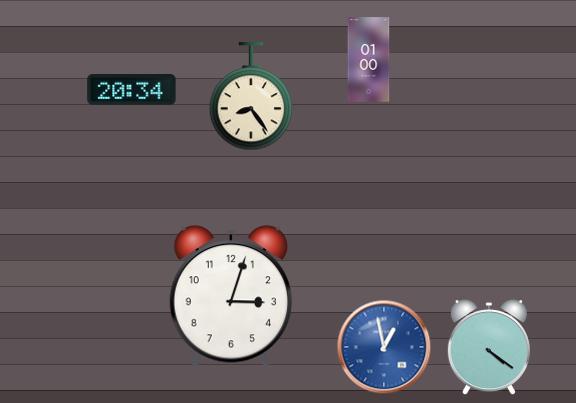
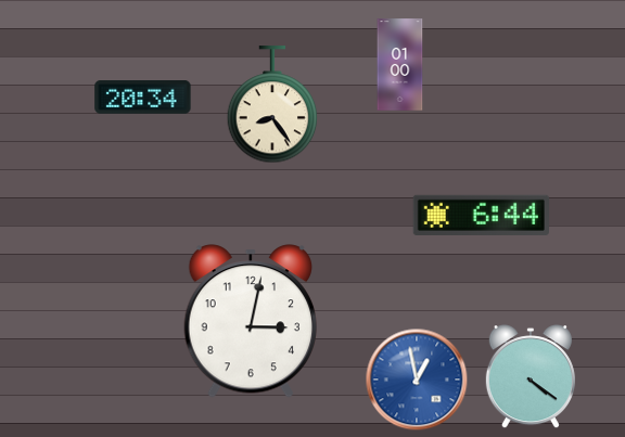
clock at (481, 215): none -> 6:44
clock at (231, 296): 3:03 -> 3:02
clock at (384, 347) position: (384, 347) -> (417, 380)
